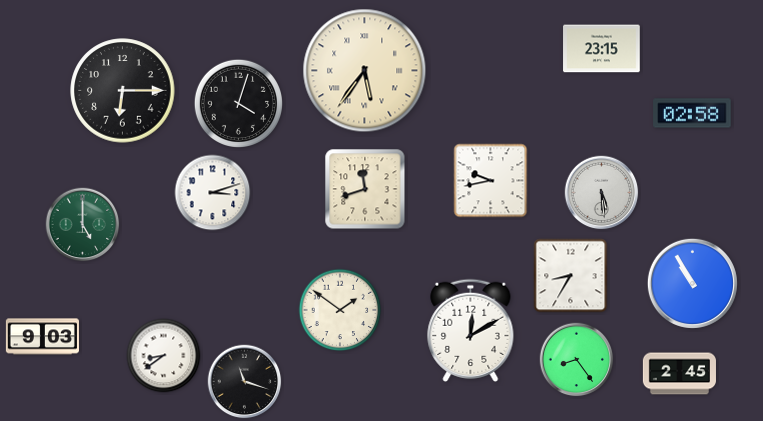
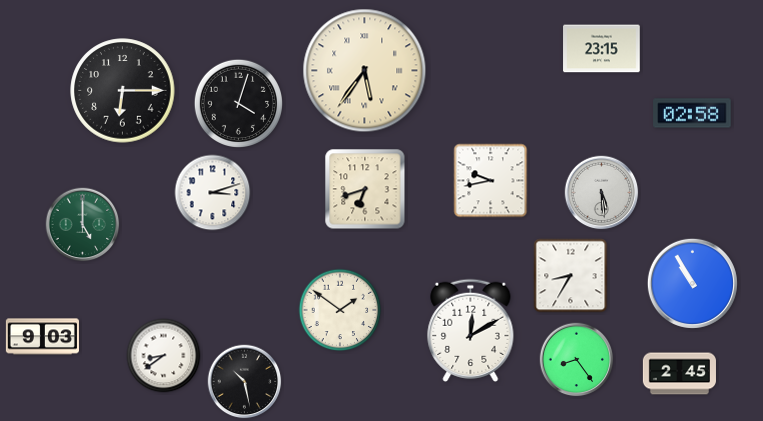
clock at (365, 189): 11:42 -> 6:42
clock at (245, 382): 11:18 -> 10:28
